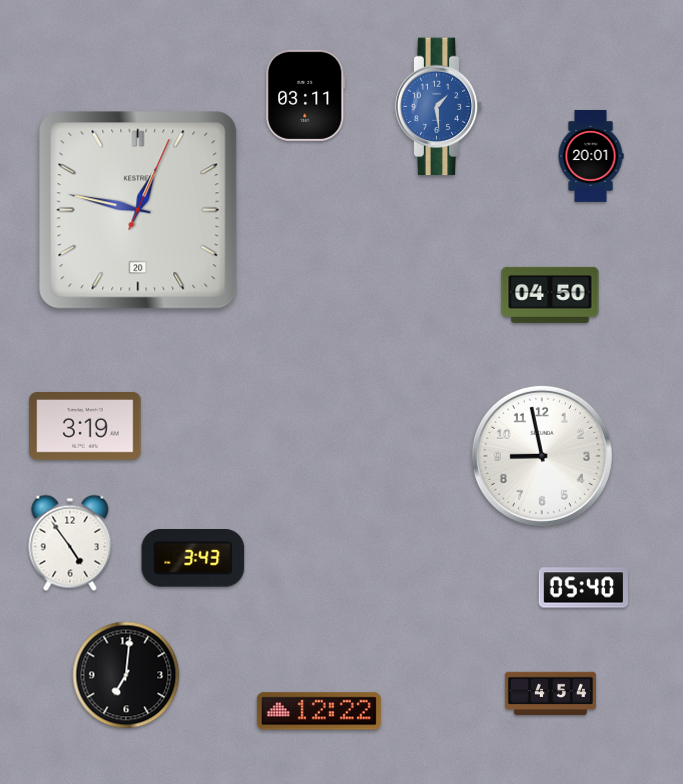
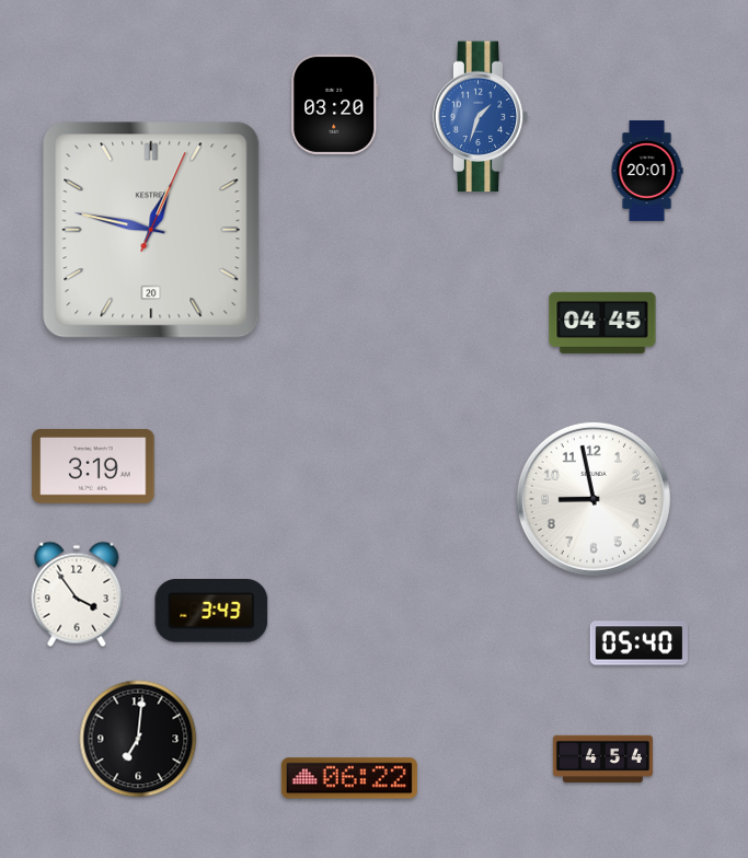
clock at (306, 95): 03:11 -> 03:20
clock at (439, 107): 1:29 -> 1:33
clock at (550, 295): 04:50 -> 04:45
clock at (70, 543): 4:54 -> 3:54
clock at (319, 711): 12:22 -> 06:22
